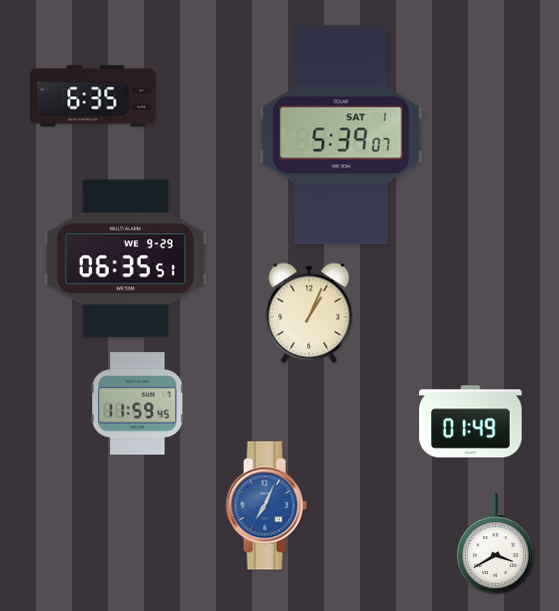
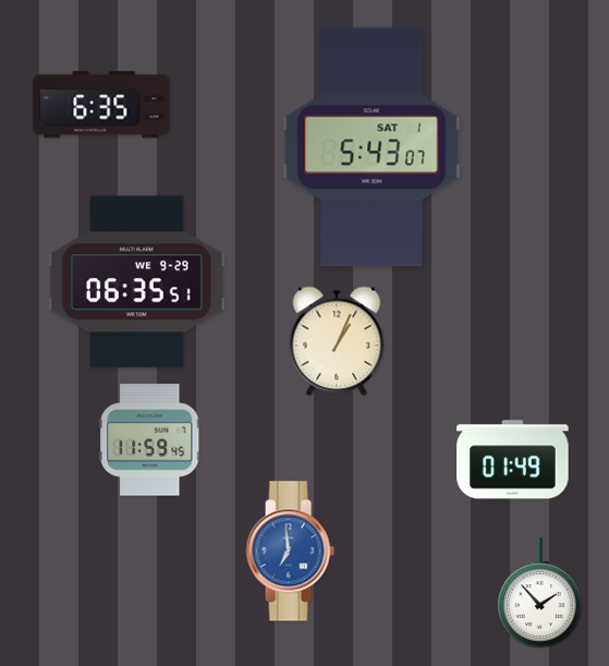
clock at (341, 135): 5:39 -> 5:43
clock at (266, 506): 7:04 -> 6:59
clock at (495, 544): 3:40 -> 1:53
